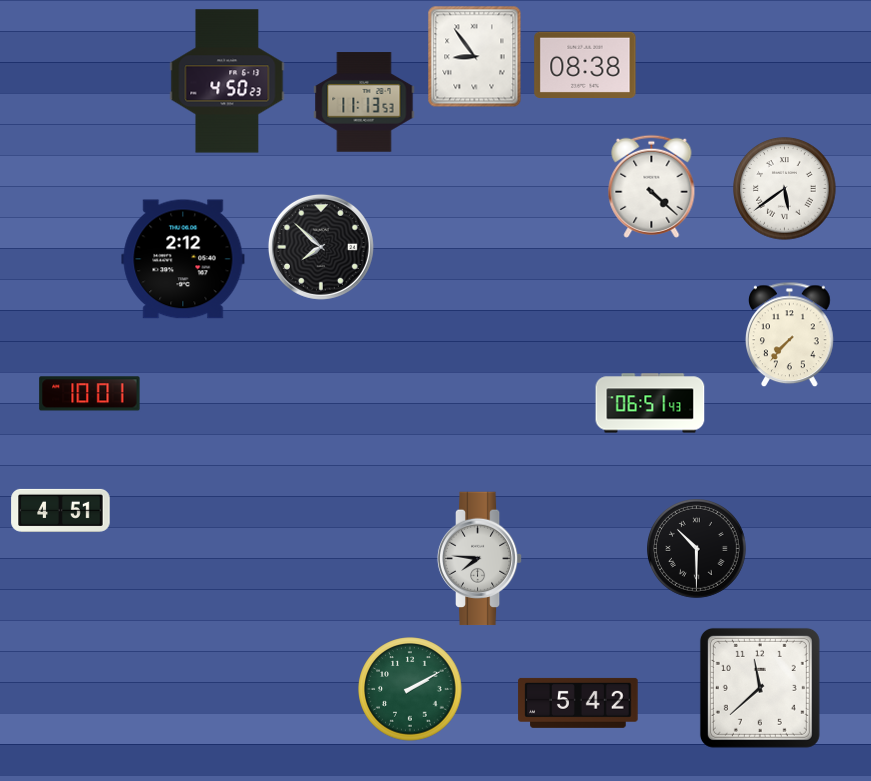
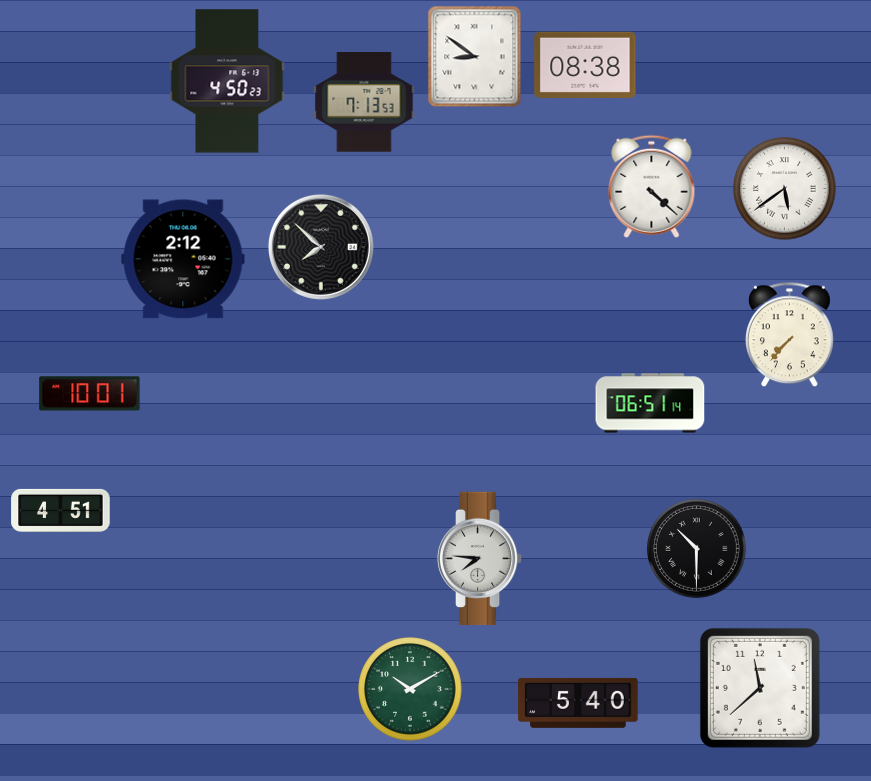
clock at (475, 57): 8:54 -> 8:51
clock at (364, 102): 11:13 -> 7:13
clock at (650, 403): 06:51:43 -> 06:51:14
clock at (410, 689): 2:10 -> 10:10
clock at (578, 703): 5:42 -> 5:40
